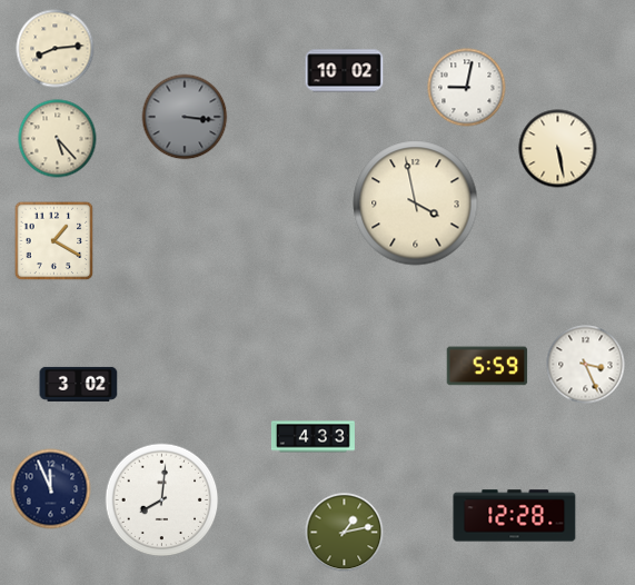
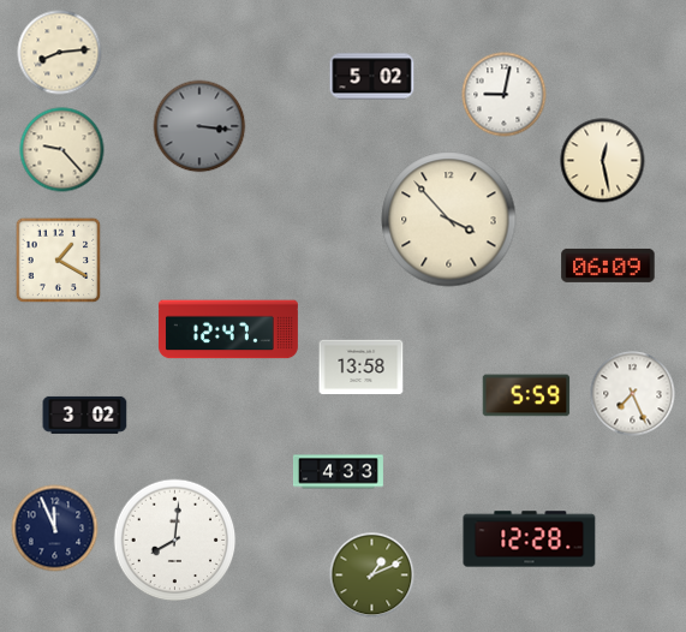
clock at (345, 71): 10:02 -> 5:02
clock at (58, 139): 5:23 -> 9:23
clock at (558, 149): 5:28 -> 12:28
clock at (416, 204): 3:58 -> 3:53
clock at (608, 266): none -> 06:09
clock at (228, 329): none -> 12:47
clock at (362, 368): none -> 13:58
clock at (586, 365): 3:26 -> 7:26
clock at (515, 516) position: (515, 516) -> (530, 539)
clock at (345, 533): 1:13 -> 1:11
